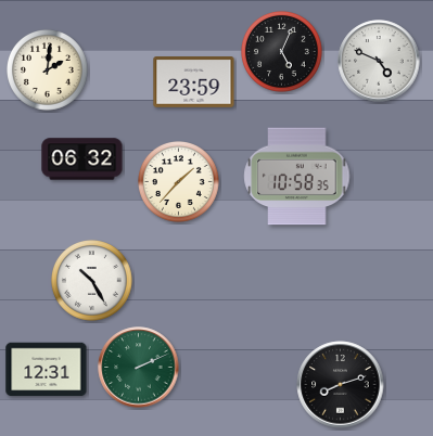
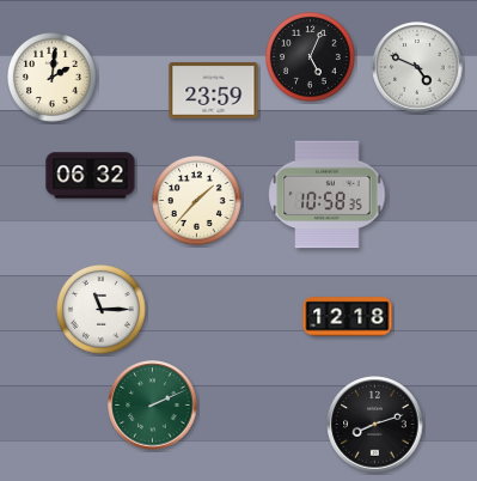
clock at (92, 281): 10:25 -> 11:15
clock at (348, 317): none -> 12:18
clock at (47, 370): 12:31 -> none
